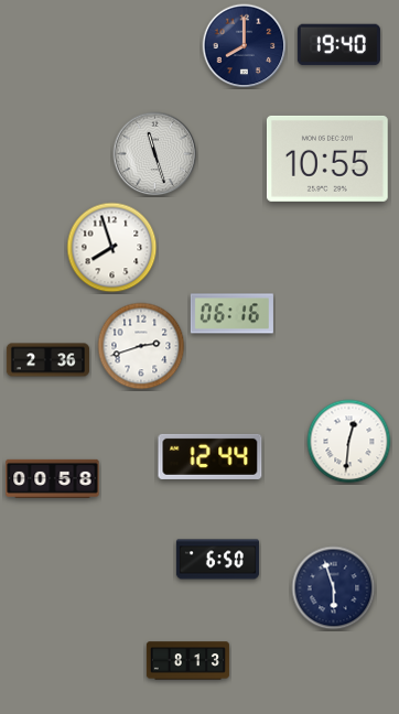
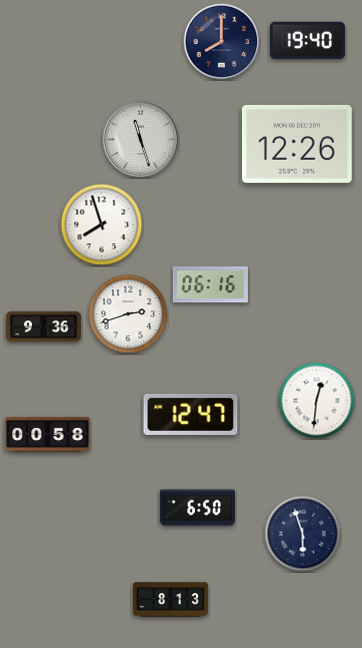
clock at (327, 159): 10:55 -> 12:26
clock at (47, 360): 2:36 -> 9:36
clock at (211, 456): 12:44 -> 12:47
